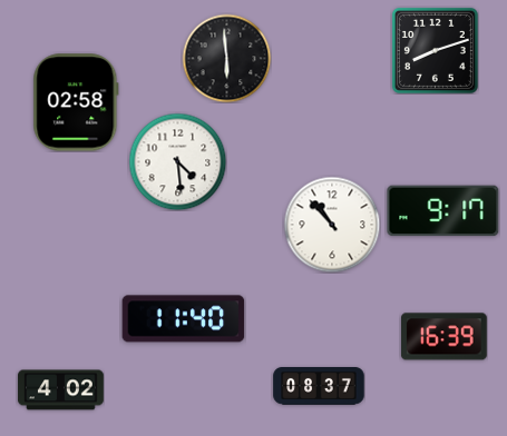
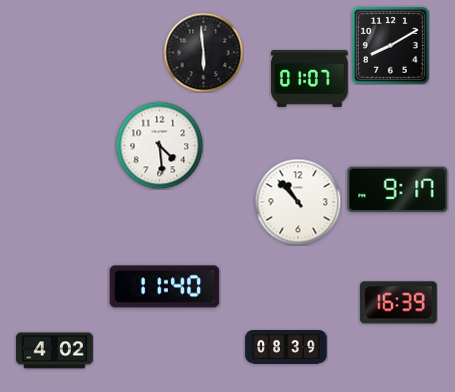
clock at (435, 50): 8:12 -> 8:10
clock at (310, 78): none -> 01:07
clock at (76, 102): 02:58 -> none
clock at (319, 387): 08:37 -> 08:39
